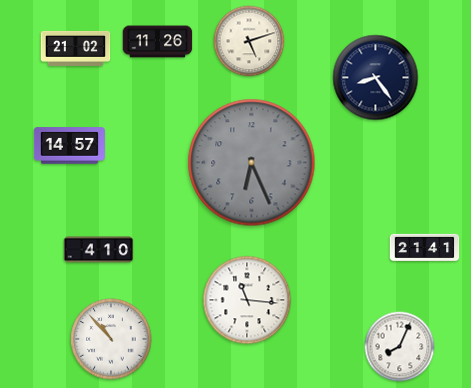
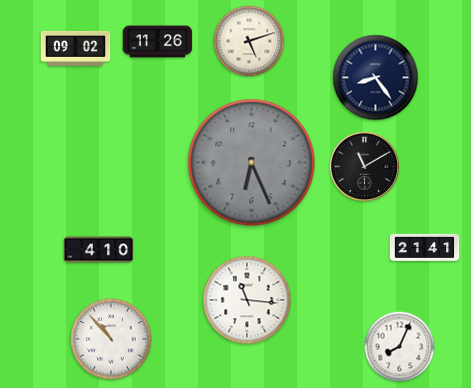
clock at (76, 48): 21:02 -> 09:02
clock at (69, 146): 14:57 -> none
clock at (364, 166): none -> 11:10
